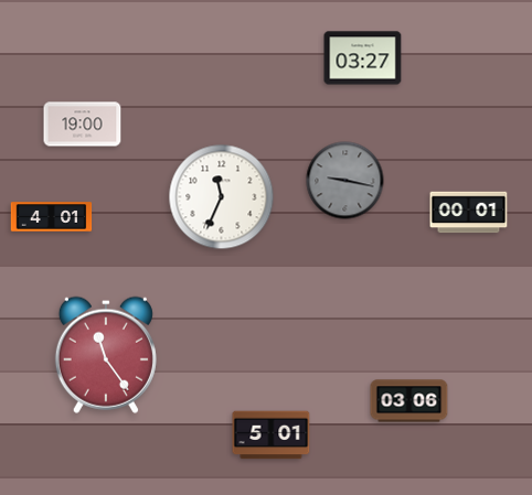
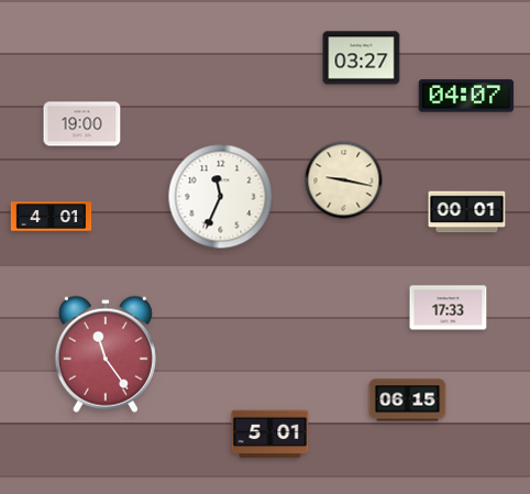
clock at (466, 96): none -> 04:07
clock at (345, 181) dial: grey -> cream
clock at (449, 308): none -> 17:33
clock at (409, 401): 03:06 -> 06:15
